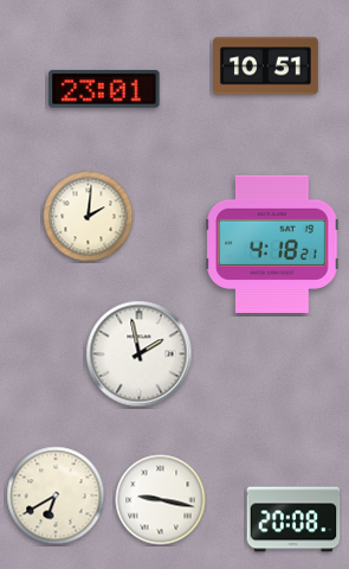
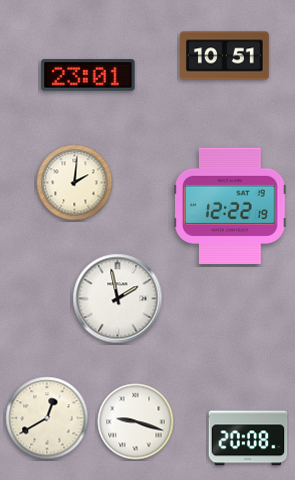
clock at (272, 244): 4:18 -> 12:22
clock at (56, 496): 6:40 -> 12:40
clock at (161, 500): 9:17 -> 9:18
